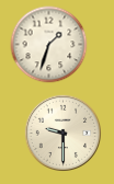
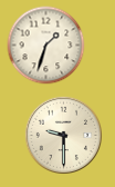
clock at (49, 45) position: (49, 45) -> (46, 46)
